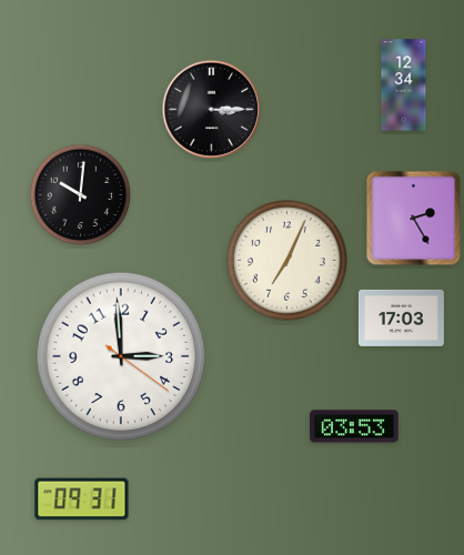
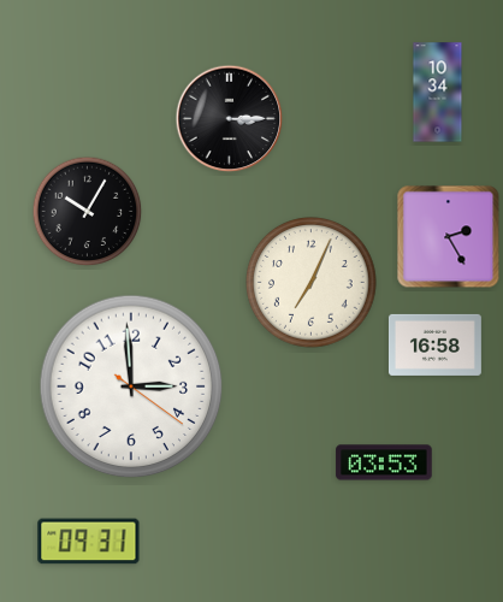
clock at (404, 85): 12:34 -> 10:34
clock at (81, 195): 10:01 -> 10:05
clock at (401, 317): 17:03 -> 16:58
